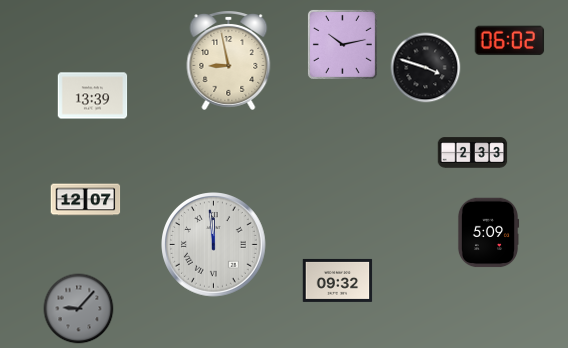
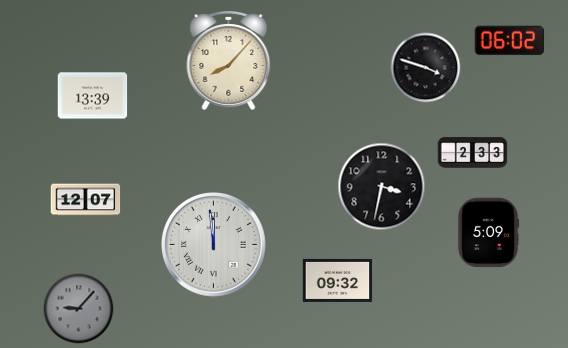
clock at (342, 44): 10:13 -> none
clock at (229, 61): 8:58 -> 8:07
clock at (382, 187): none -> 3:32
